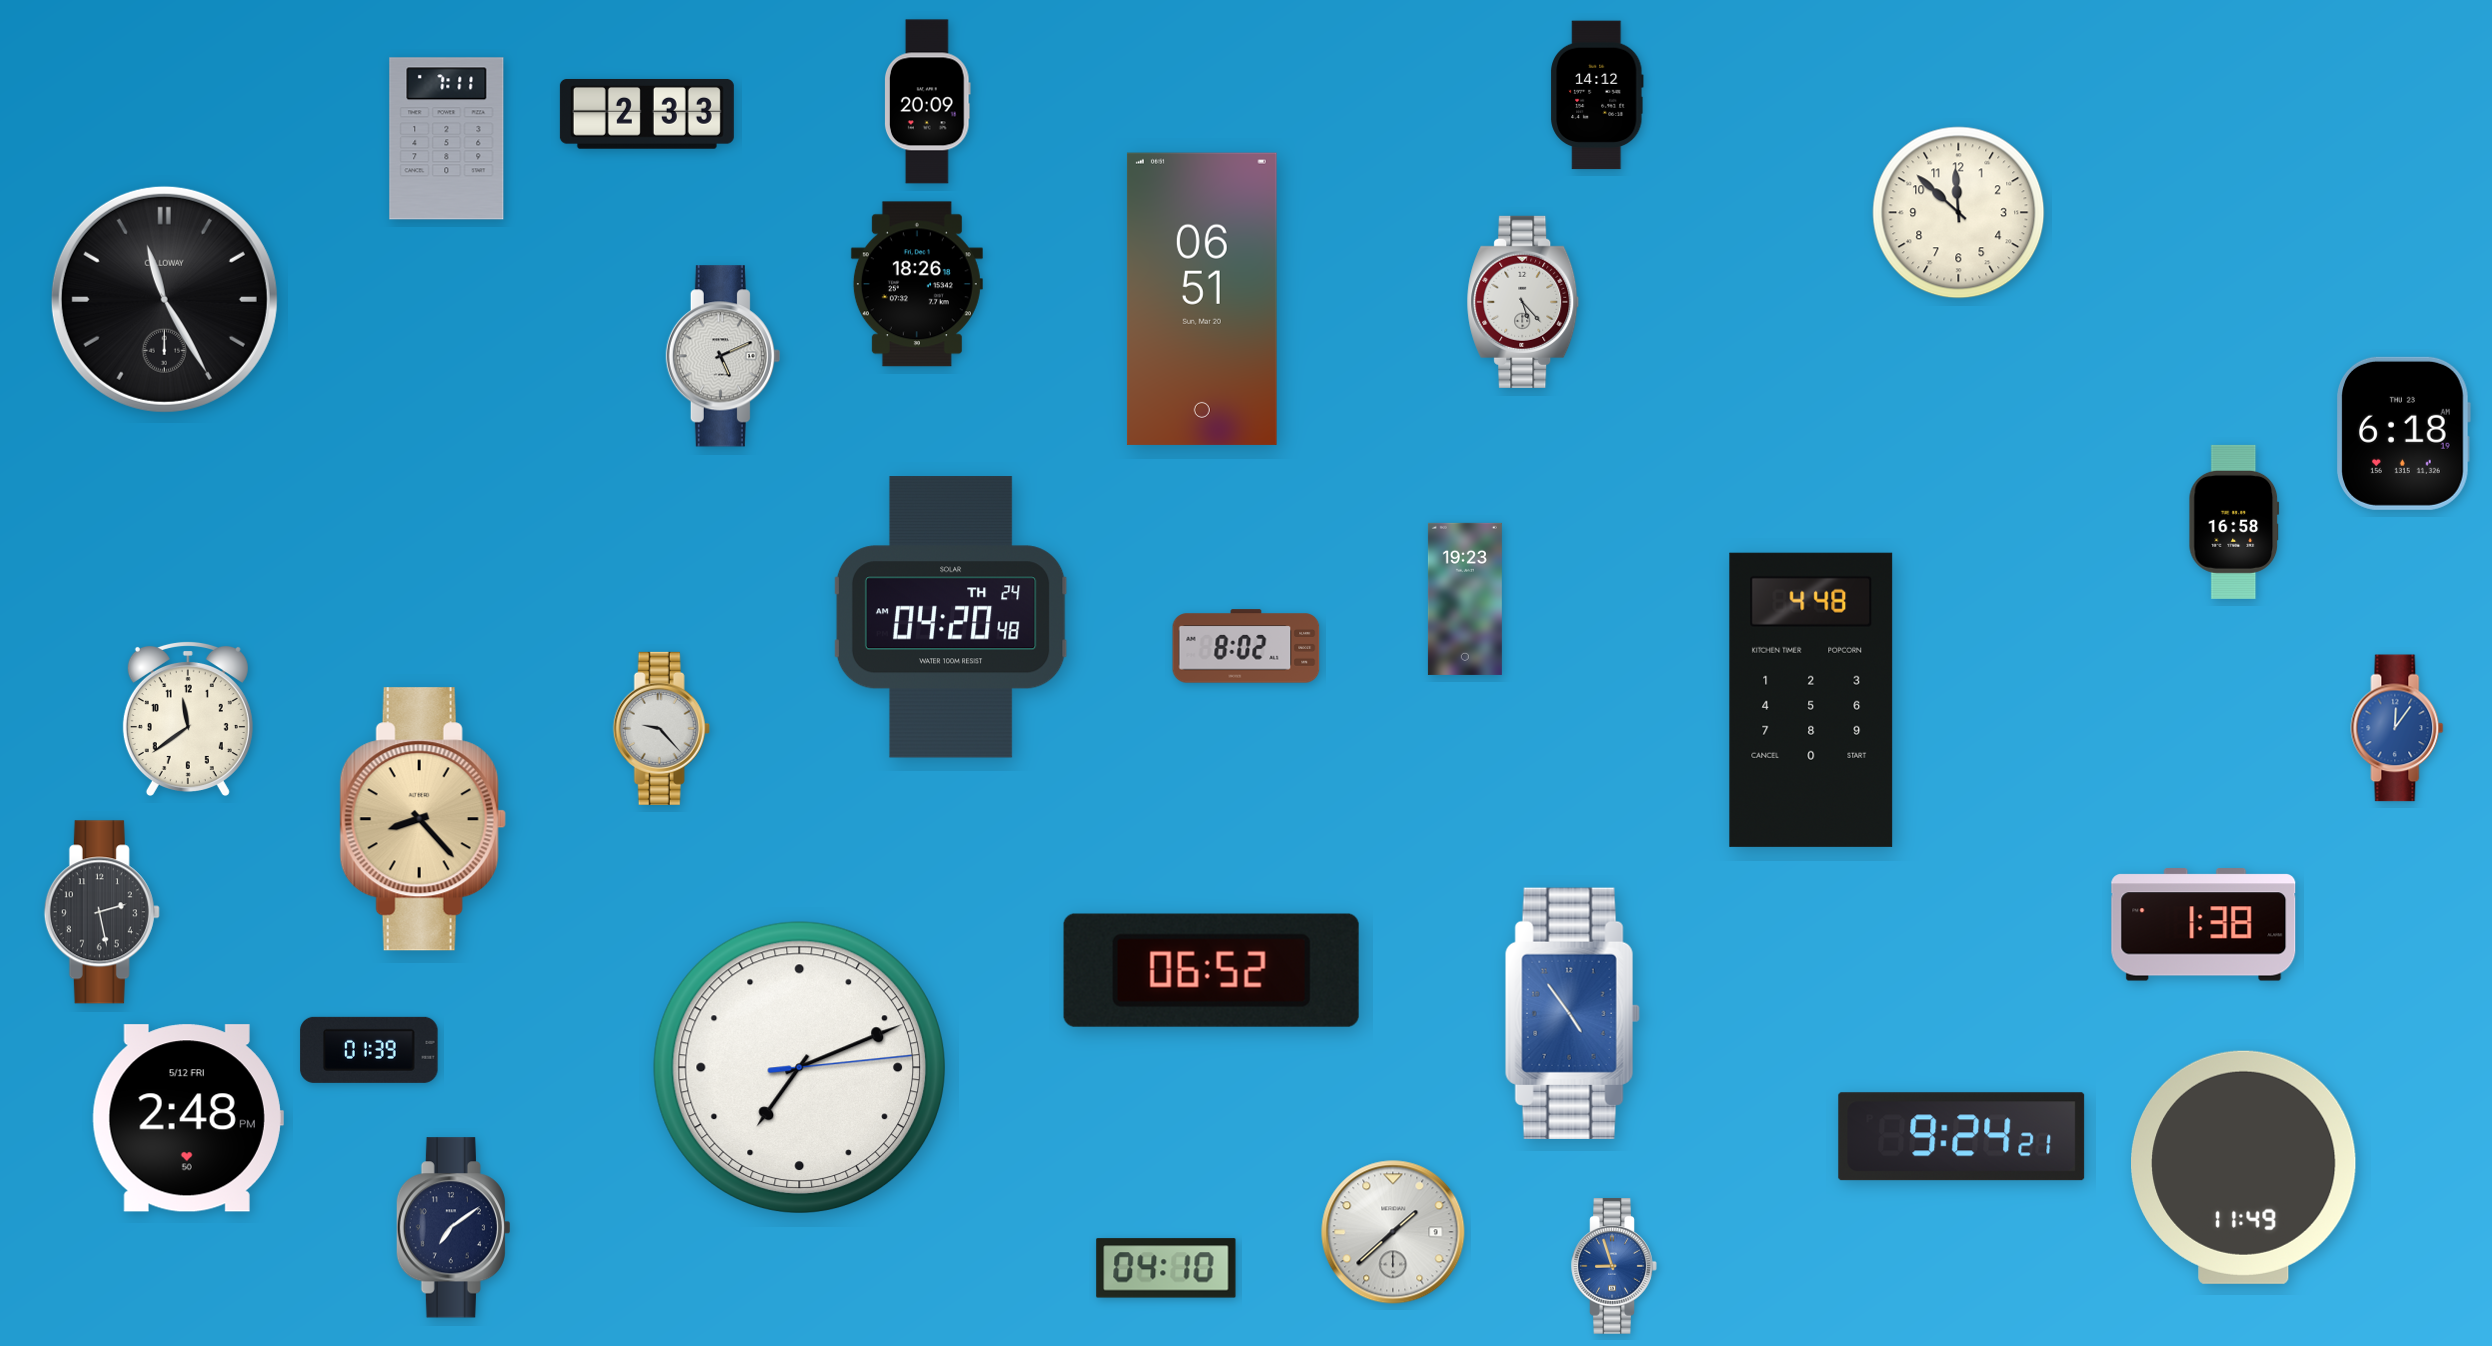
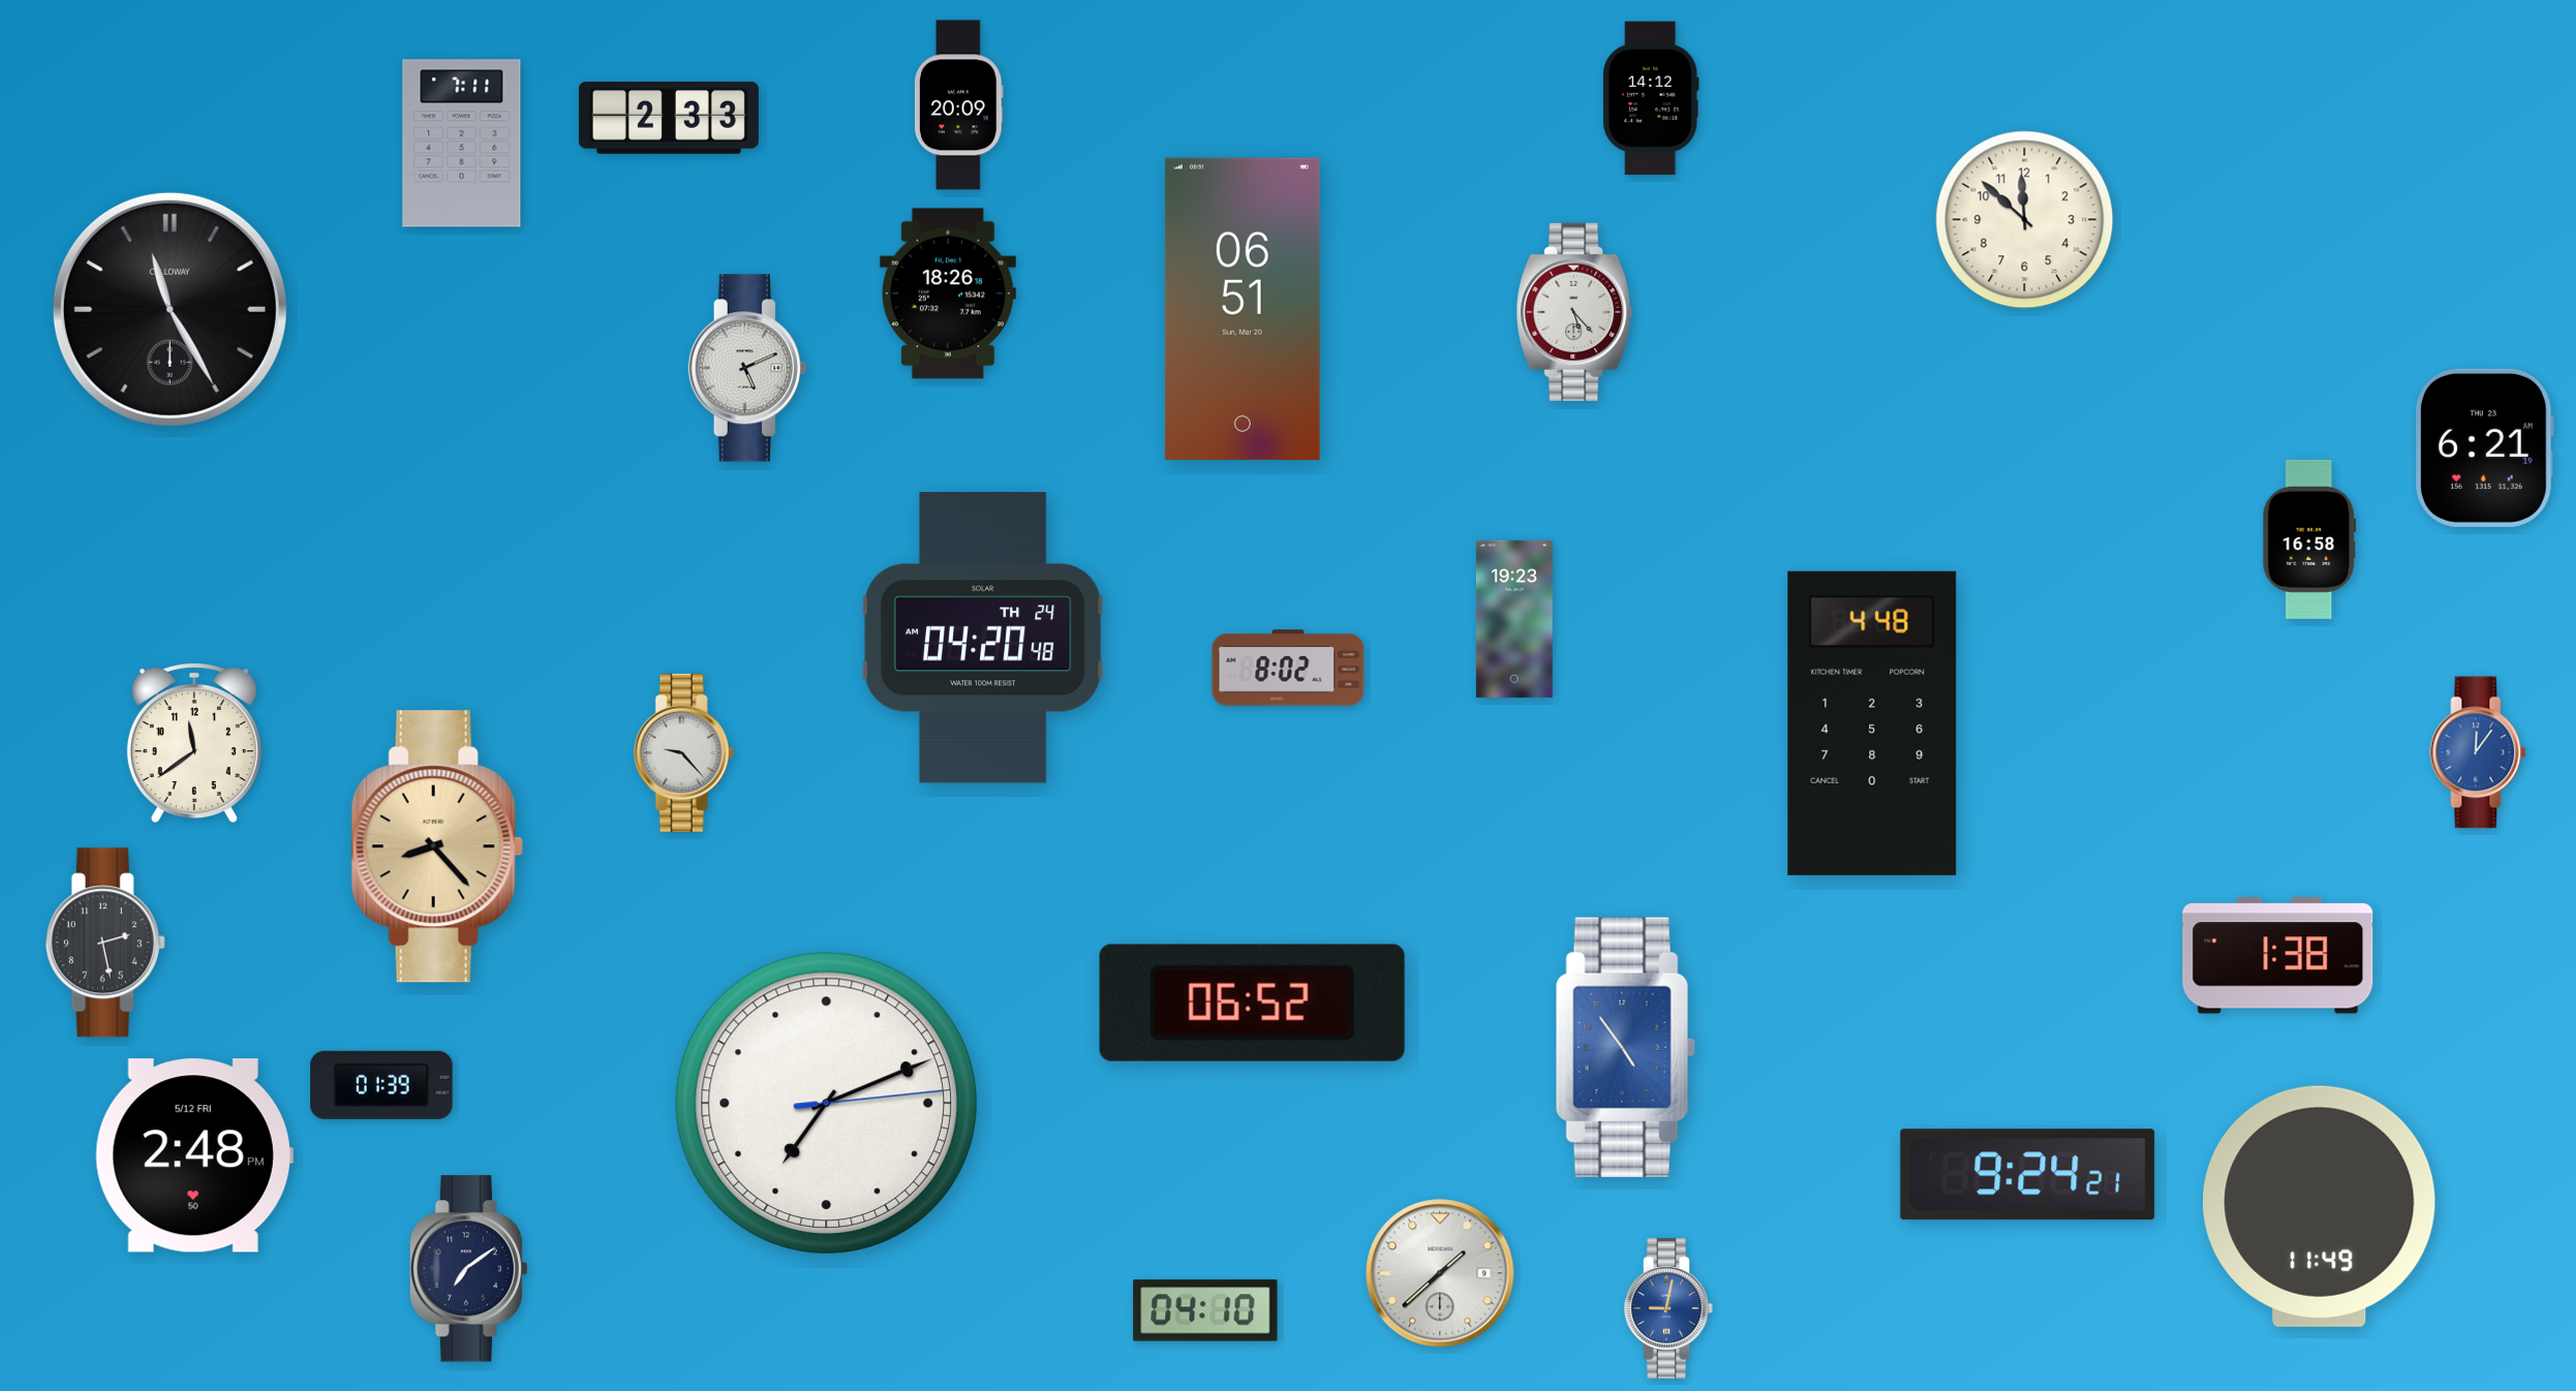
clock at (2403, 433): 6:18 -> 6:21
clock at (1614, 1266): 8:57 -> 9:02
